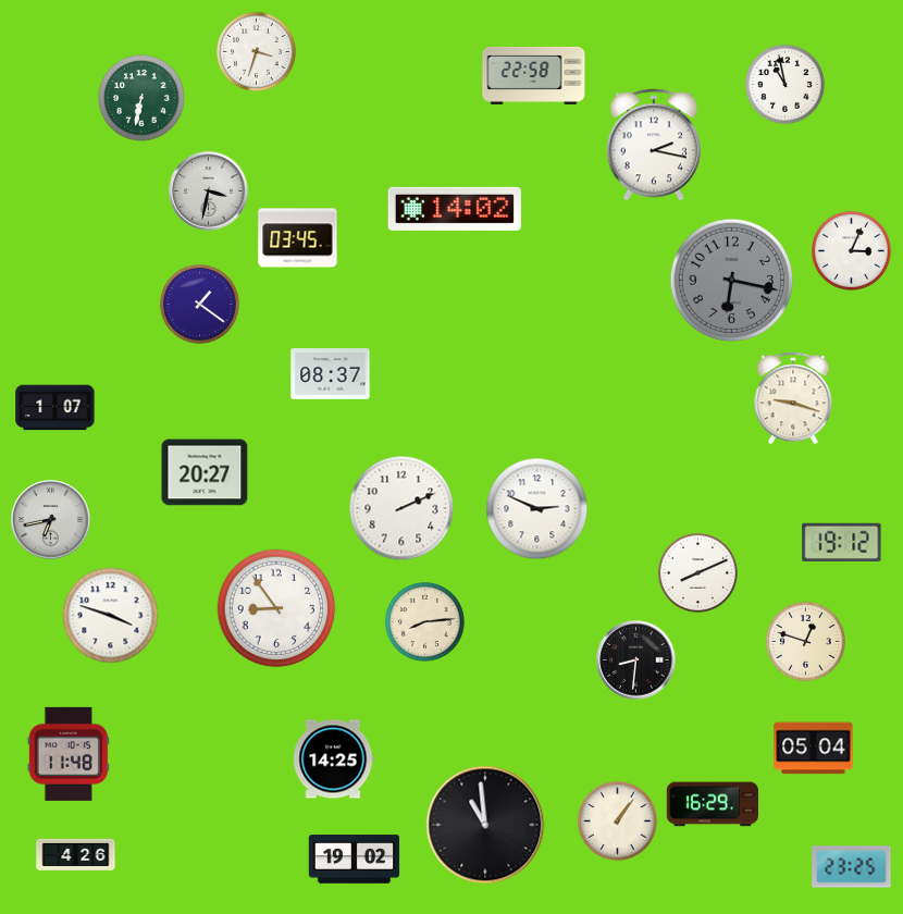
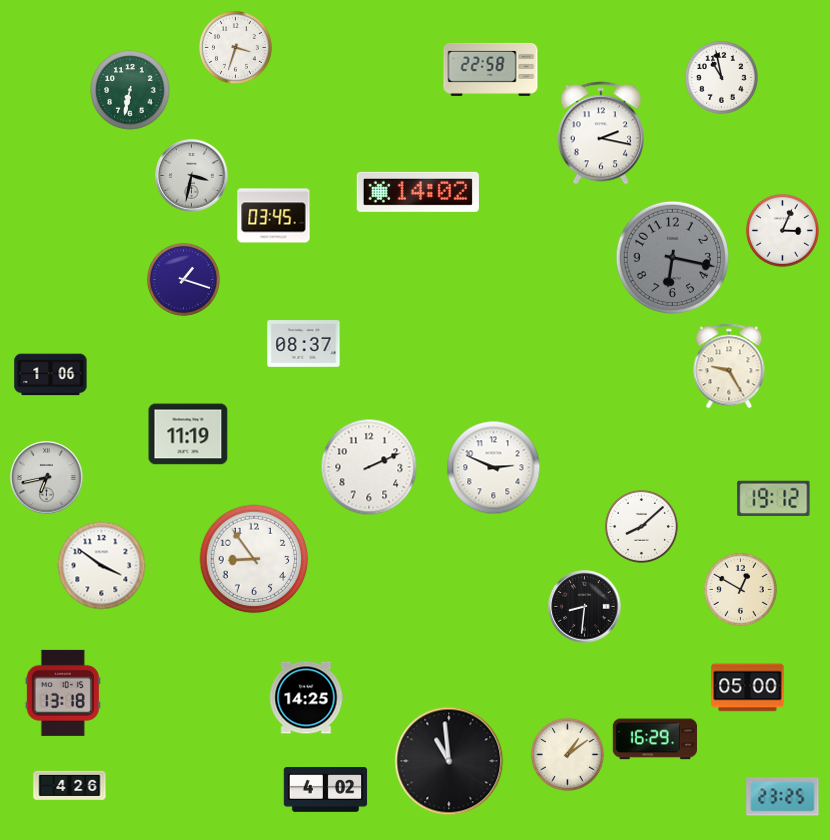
clock at (298, 238) position: (298, 238) -> (274, 216)
clock at (199, 304): 1:21 -> 1:18
clock at (793, 398): 9:18 -> 9:25
clock at (55, 408): 1:07 -> 1:06
clock at (205, 472): 20:27 -> 11:19
clock at (697, 572): 8:11 -> 8:08
clock at (111, 616): 3:48 -> 3:51
clock at (424, 621): 8:14 -> none
clock at (805, 641): 12:48 -> 12:50
clock at (814, 749): 05:04 -> 05:00
clock at (69, 754): 11:48 -> 13:18
clock at (617, 820): 1:06 -> 1:09
clock at (485, 825) position: (485, 825) -> (449, 761)
clock at (355, 860): 19:02 -> 4:02
